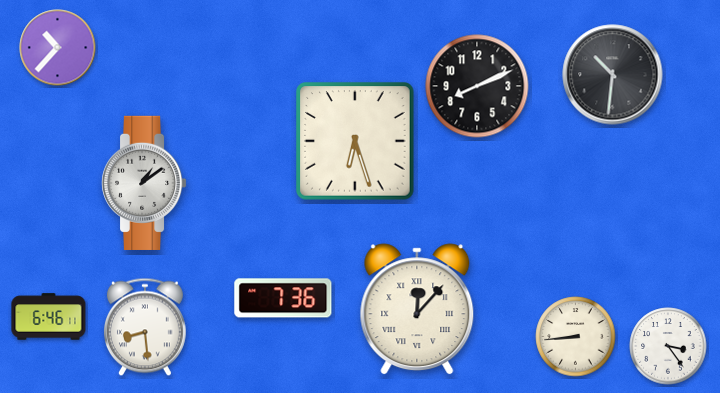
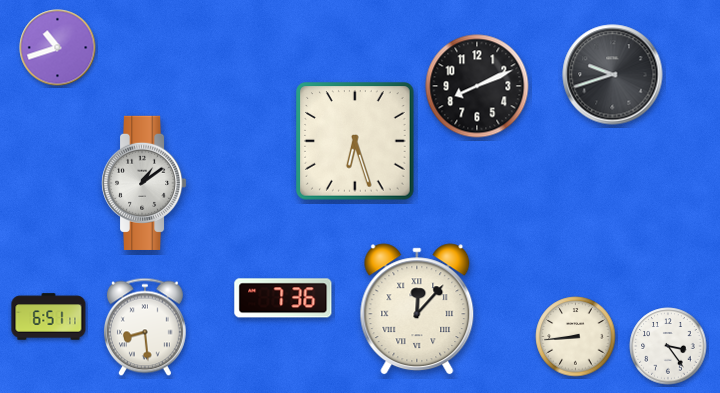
clock at (58, 48): 10:37 -> 10:42
clock at (613, 75): 10:31 -> 9:42
clock at (49, 317): 6:46 -> 6:51
